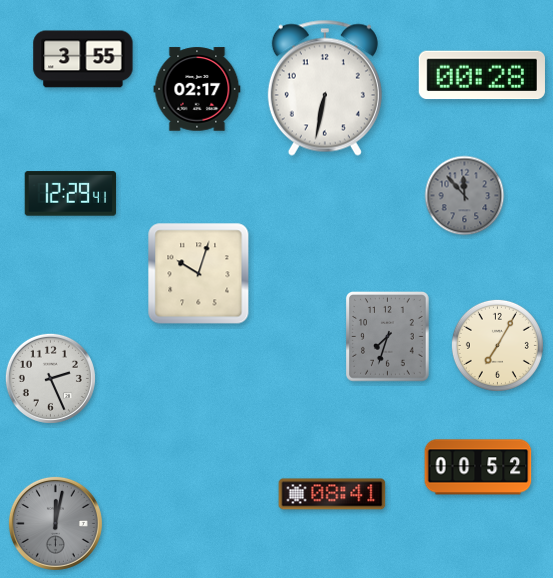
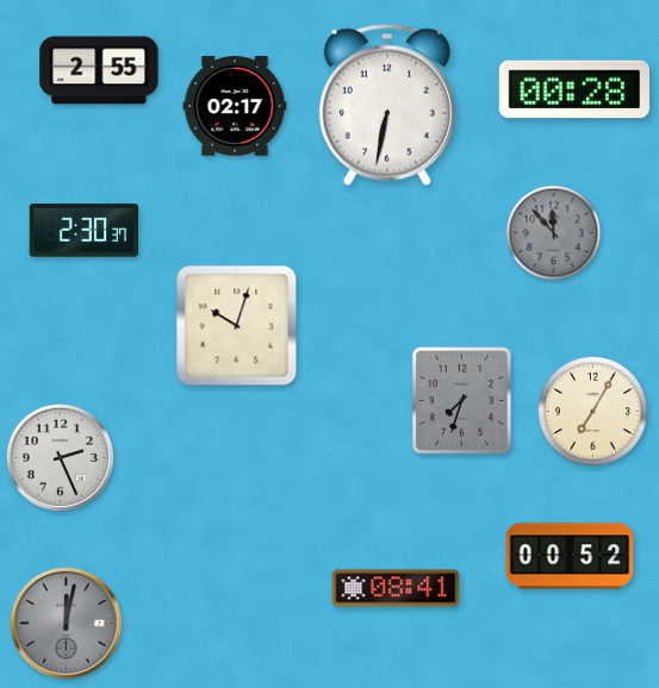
clock at (83, 59): 3:55 -> 2:55
clock at (71, 194): 12:29 -> 2:30
clock at (50, 378) position: (50, 378) -> (60, 457)
